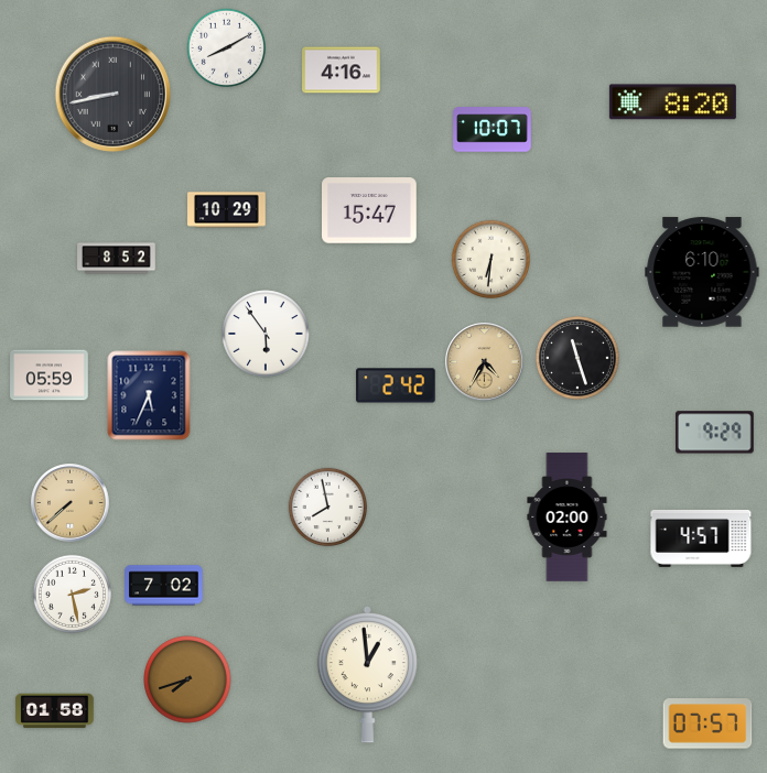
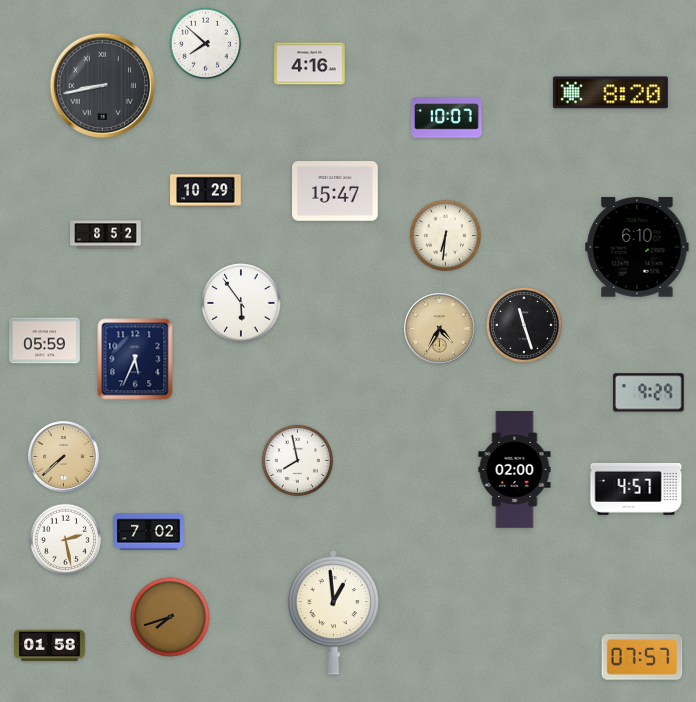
clock at (226, 47): 8:10 -> 7:52
clock at (396, 385): 2:42 -> none
